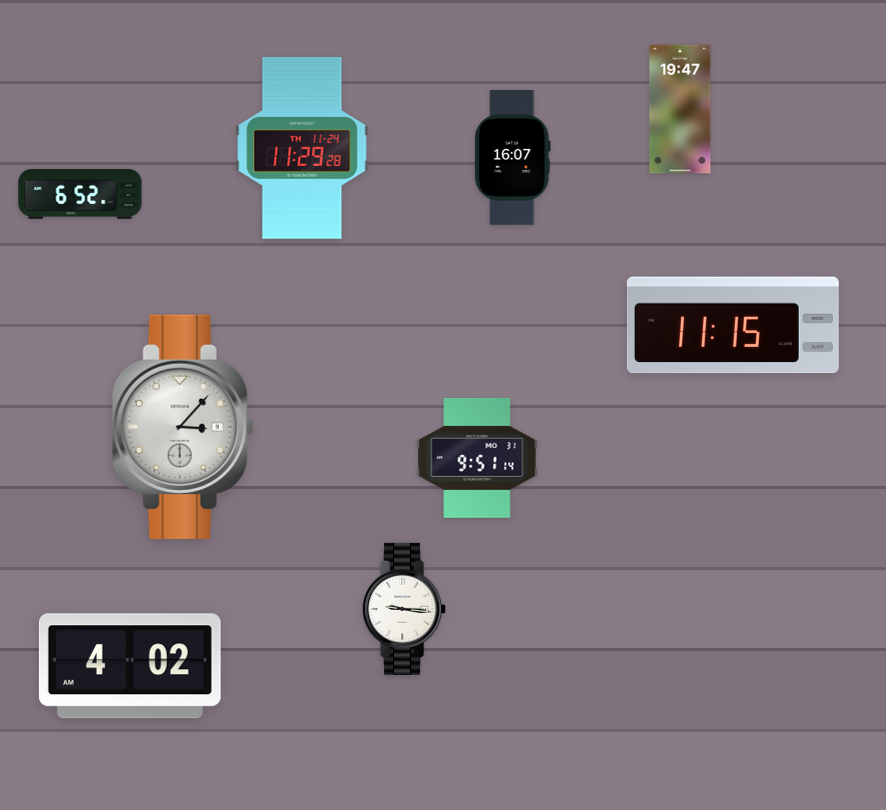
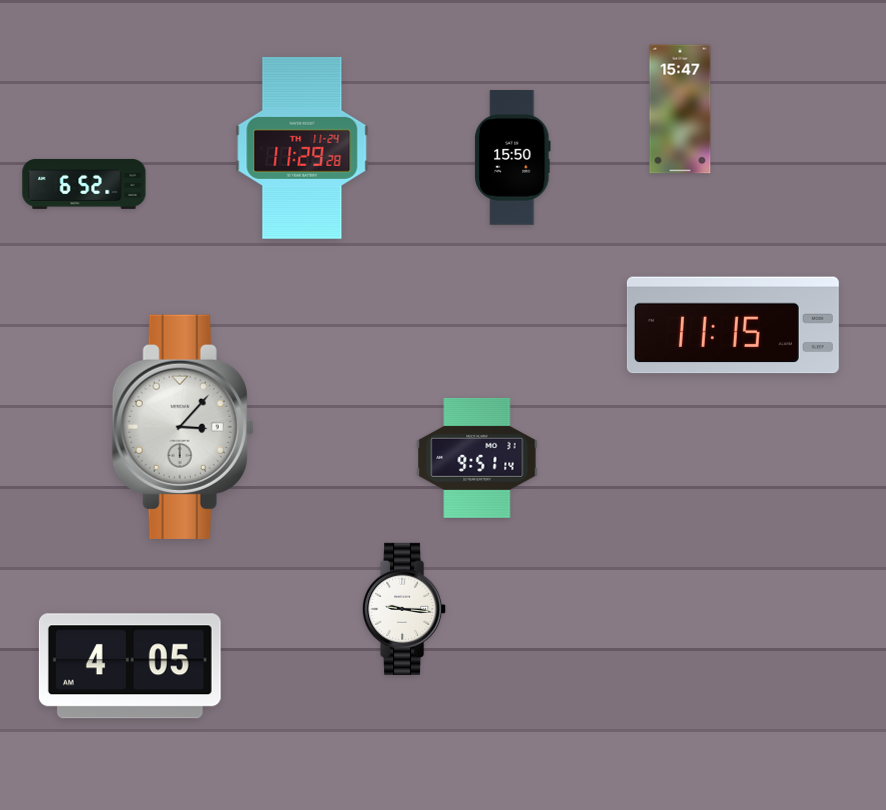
clock at (680, 109): 19:47 -> 15:47
clock at (513, 158): 16:07 -> 15:50
clock at (80, 194) position: (80, 194) -> (84, 184)
clock at (130, 666): 4:02 -> 4:05
